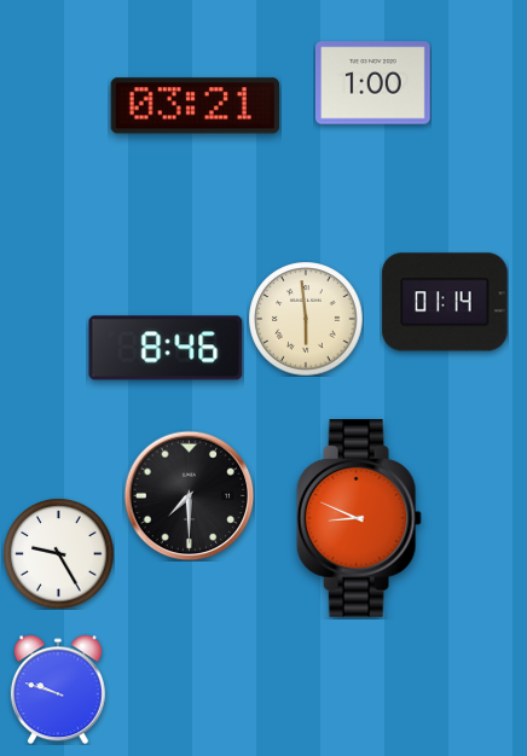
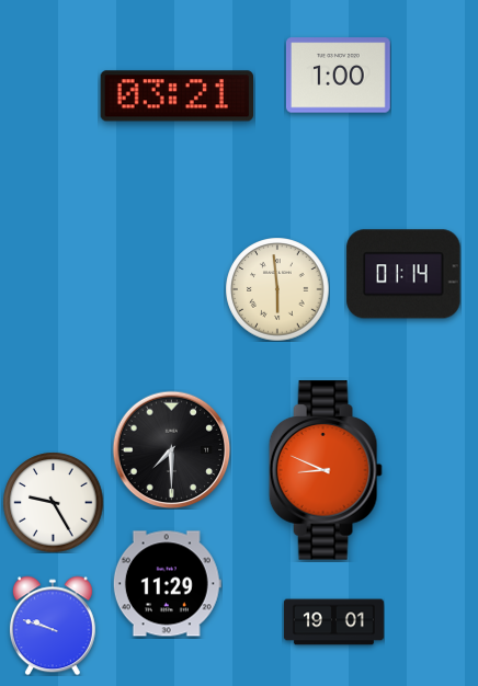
clock at (166, 348): 8:46 -> none
clock at (167, 584): none -> 11:29
clock at (333, 622): none -> 19:01
